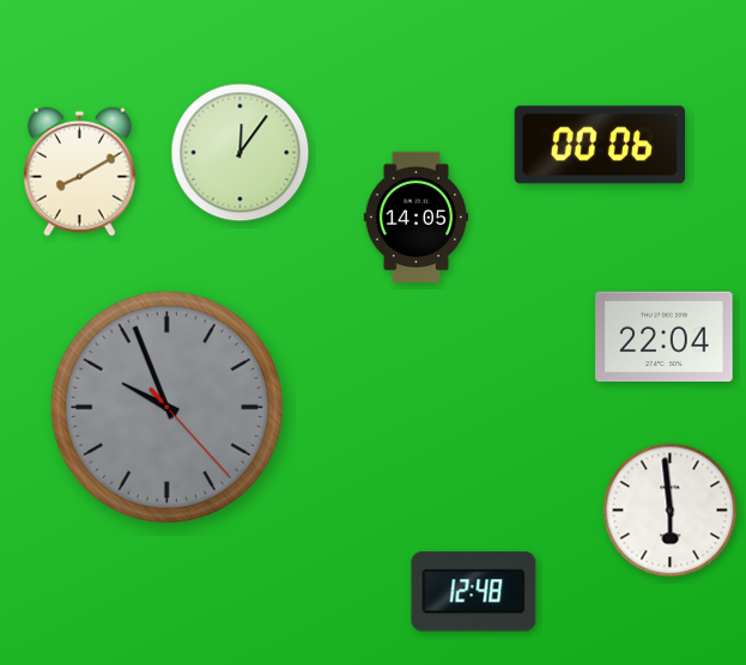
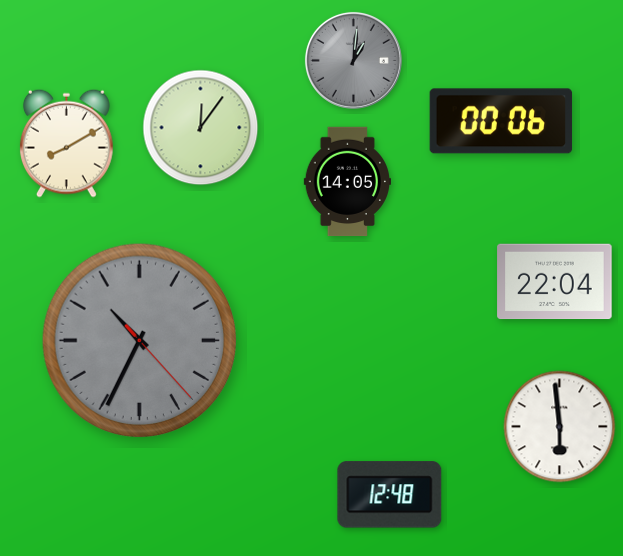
clock at (353, 60): none -> 1:01
clock at (166, 407): 9:56 -> 10:34
clock at (474, 592) position: (474, 592) -> (390, 495)
